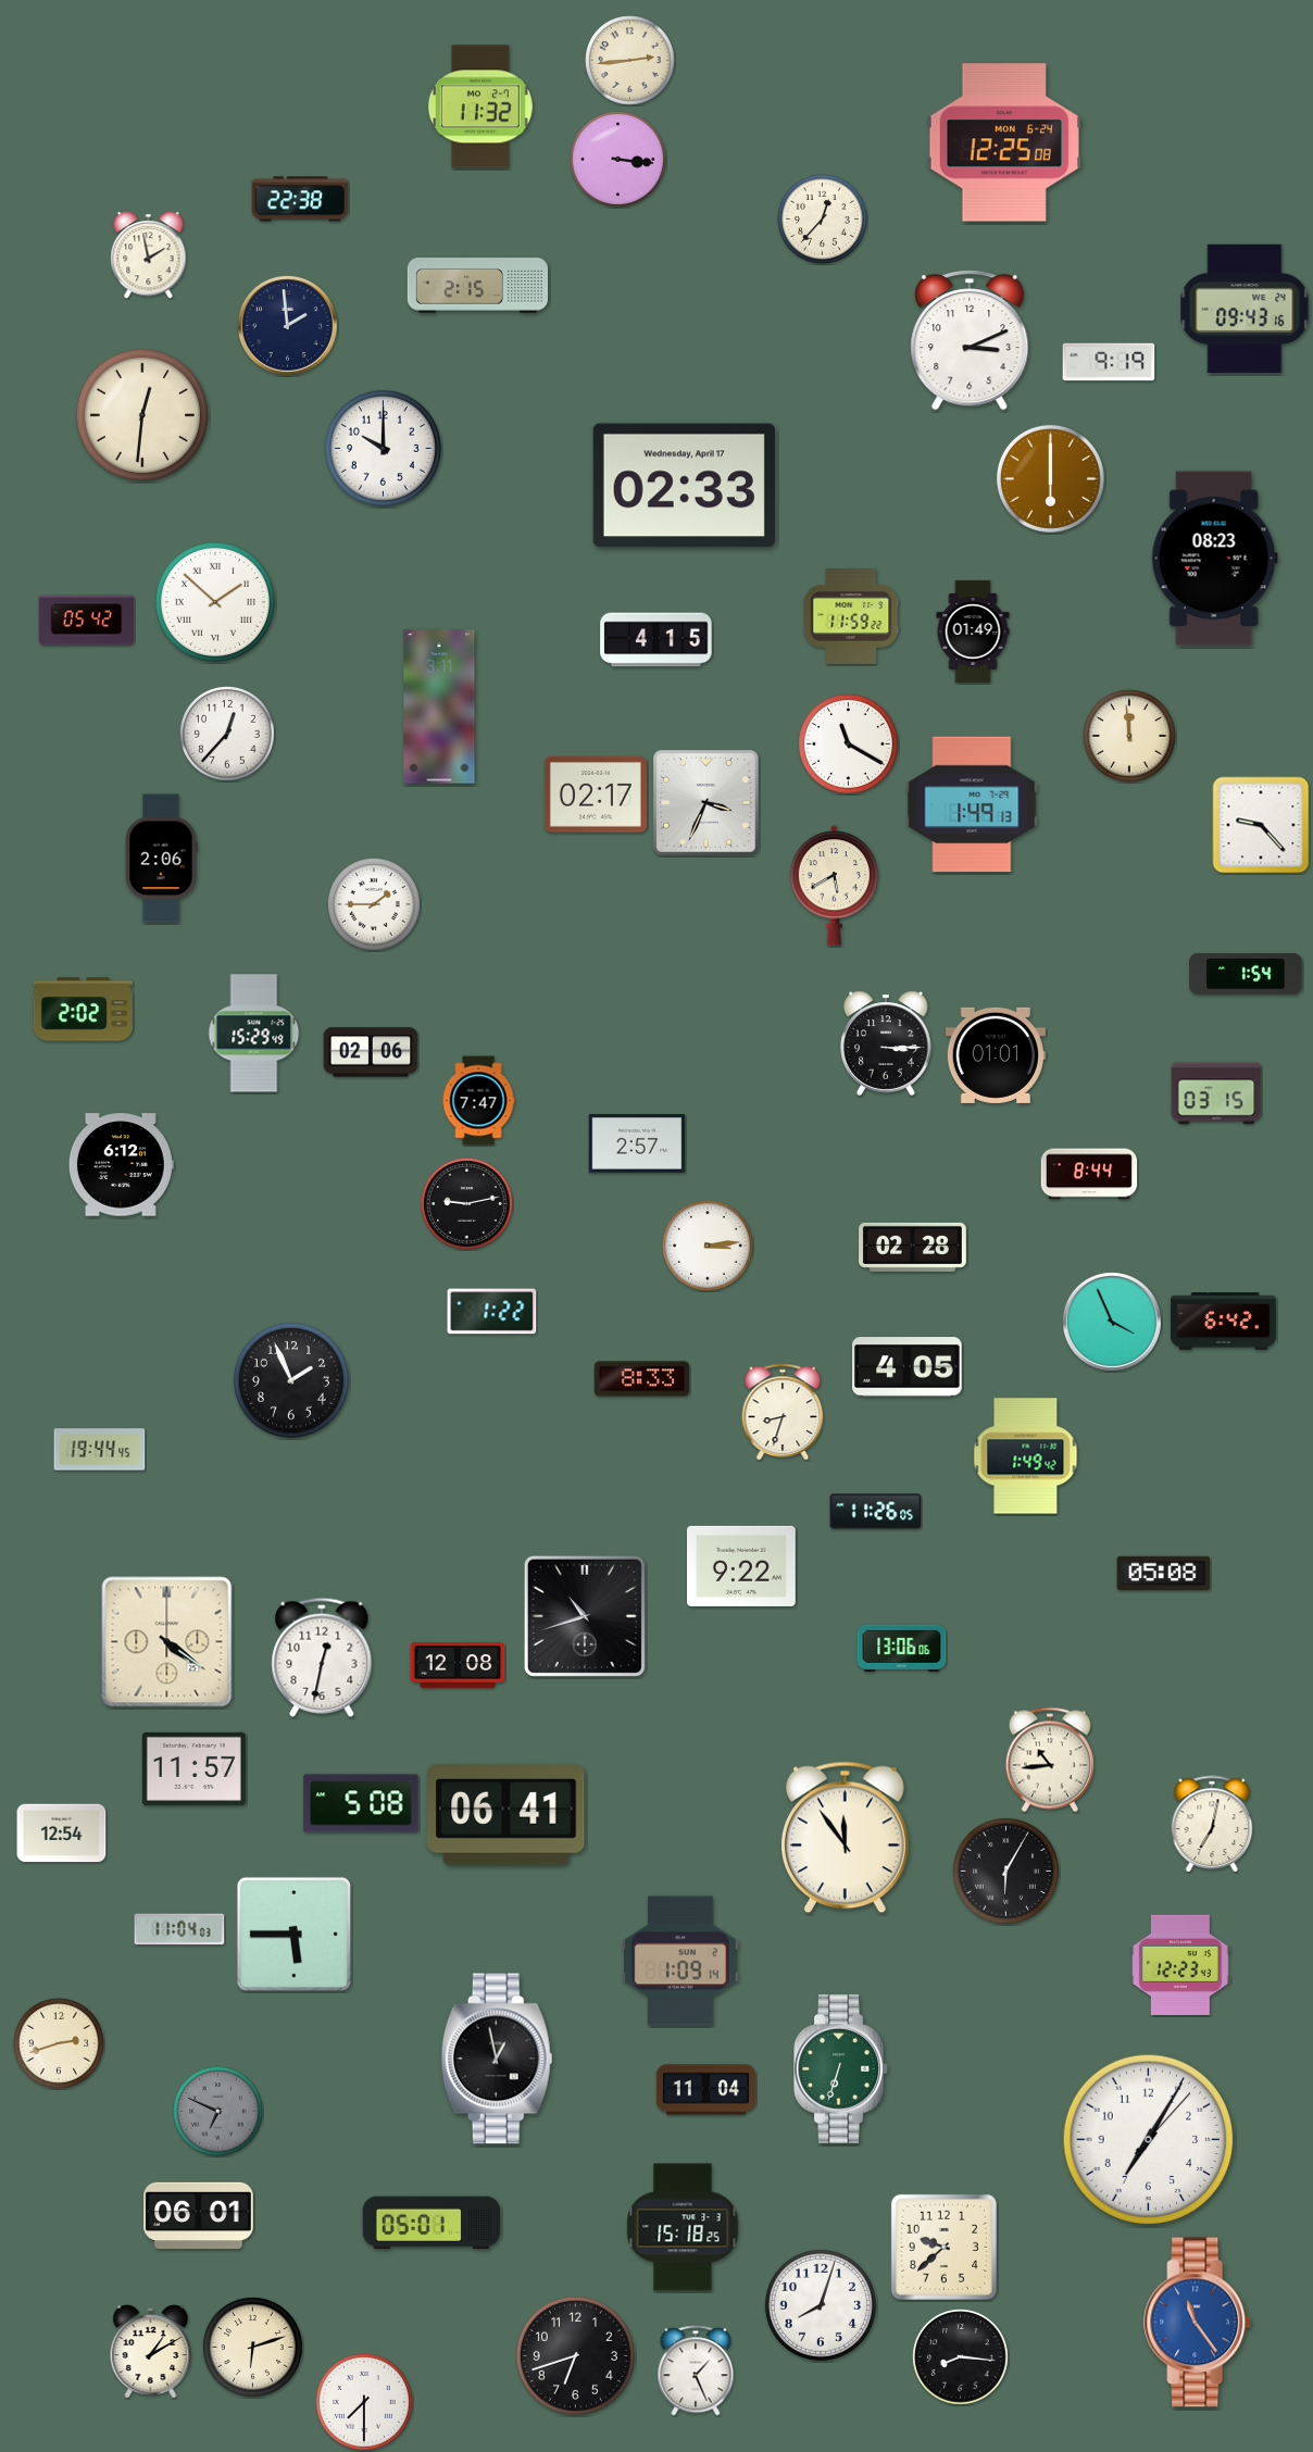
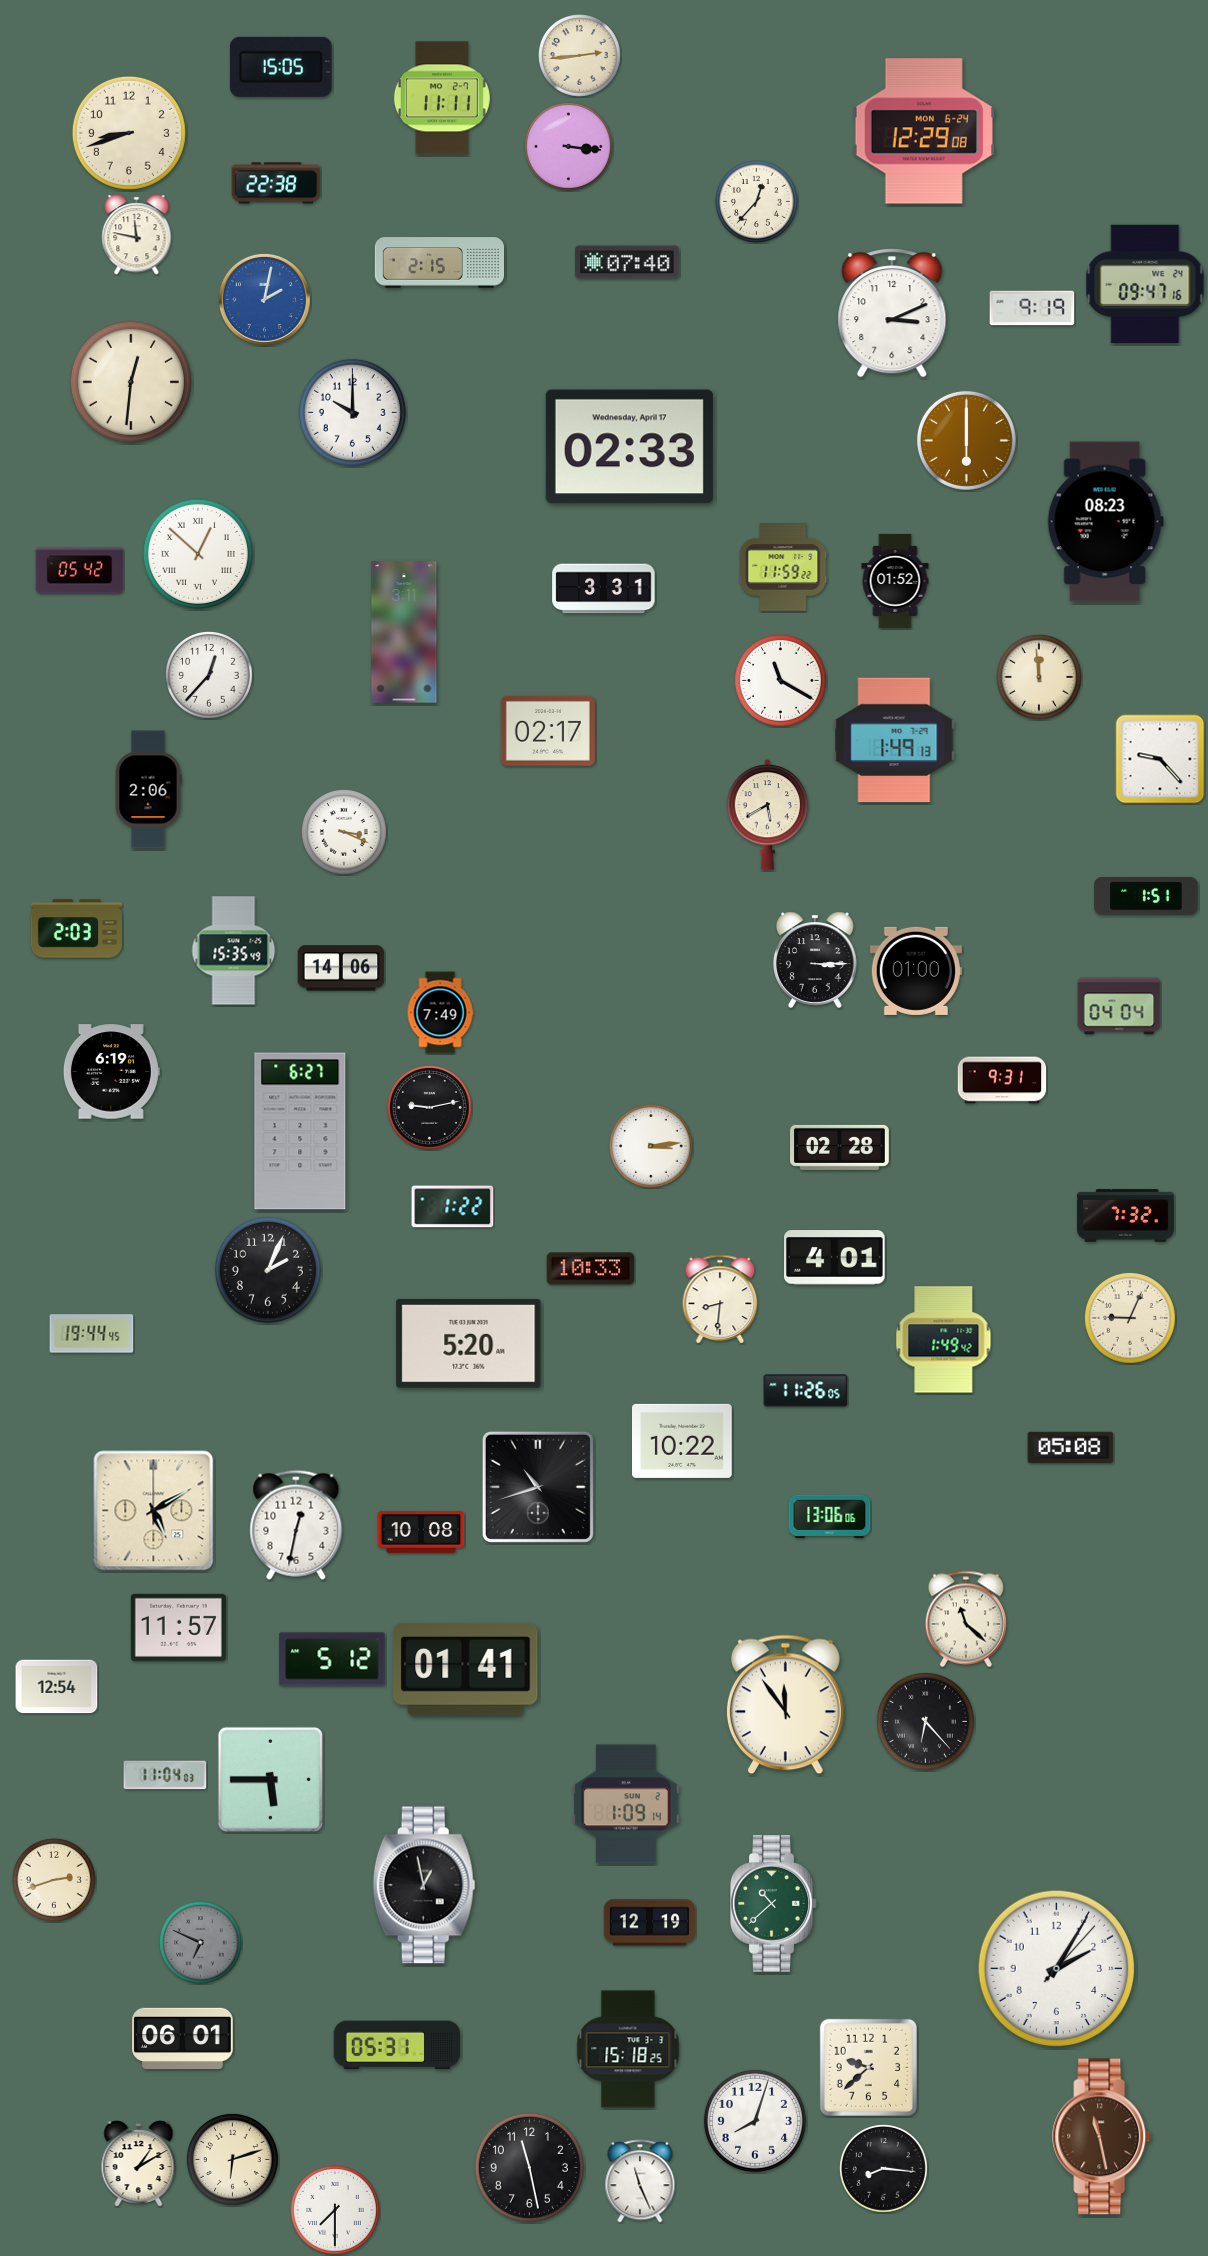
clock at (282, 67): none -> 15:05
clock at (480, 107): 11:32 -> 11:11
clock at (1004, 142): 12:25 -> 12:29
clock at (129, 133): none -> 8:42
clock at (149, 255): 1:58 -> 11:47
clock at (627, 262): none -> 07:40
clock at (1245, 308): 09:43 -> 09:47
clock at (287, 325): 1:59 -> 2:02
clock at (287, 325) dial: navy -> blue
clock at (1109, 362) position: (1109, 362) -> (1032, 308)
clock at (1214, 559) position: (1214, 559) -> (1105, 522)
clock at (215, 602): 1:52 -> 12:52
clock at (973, 631): 01:49 -> 01:52
clock at (656, 640): 4:15 -> 3:31
clock at (439, 706) position: (439, 706) -> (404, 632)
clock at (848, 743) position: (848, 743) -> (780, 680)
clock at (706, 803): 3:34 -> none
clock at (375, 905): 1:45 -> 3:19
clock at (1246, 974): 1:54 -> 1:51
clock at (83, 1010): 2:02 -> 2:03
clock at (254, 1034): 15:29 -> 15:35
clock at (371, 1052): 02:06 -> 14:06
clock at (996, 1055): 01:01 -> 01:00
clock at (1216, 1093): 03:15 -> 04:04
clock at (478, 1101): 7:47 -> 7:49
clock at (637, 1143): 2:57 -> none
clock at (121, 1165): 6:12 -> 6:19
clock at (1089, 1174): 8:44 -> 9:31
clock at (300, 1131): none -> 6:27
clock at (1112, 1322): 3:56 -> none
clock at (1223, 1322): 6:42 -> 7:32
clock at (908, 1367): 4:05 -> 4:01
clock at (642, 1379): 8:33 -> 10:33
clock at (291, 1380): 1:56 -> 2:04
clock at (783, 1412): 8:33 -> 8:31
clock at (1130, 1318): none -> 9:04
clock at (469, 1343): none -> 5:20
clock at (741, 1566): 9:22 -> 10:22
clock at (167, 1642): 4:21 -> 5:10
clock at (458, 1665): 12:08 -> 10:08
clock at (1050, 1760): 10:44 -> 11:22
clock at (361, 1803): 5:08 -> 5:12
clock at (507, 1814): 06:41 -> 01:41
clock at (1212, 1824): 7:02 -> none
clock at (845, 1838) position: (845, 1838) -> (785, 1705)
clock at (1005, 1871): 6:05 -> 6:23
clock at (1180, 1965): 12:23 -> none
clock at (497, 2059) position: (497, 2059) -> (424, 1885)
clock at (841, 2068): 6:33 -> 10:38
clock at (705, 2090): 11:04 -> 12:19
clock at (1149, 2140): 7:05 -> 2:05
clock at (432, 2223): 05:01 -> 05:31
clock at (1198, 2323): 11:24 -> 11:28
clock at (1198, 2323) dial: blue -> brown
clock at (575, 2355): 6:42 -> 11:28
clock at (696, 2370): 1:26 -> 11:26
